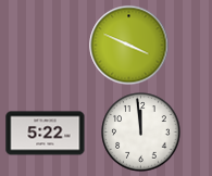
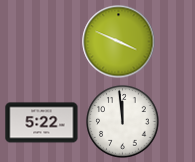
clock at (141, 133) position: (141, 133) -> (123, 122)
